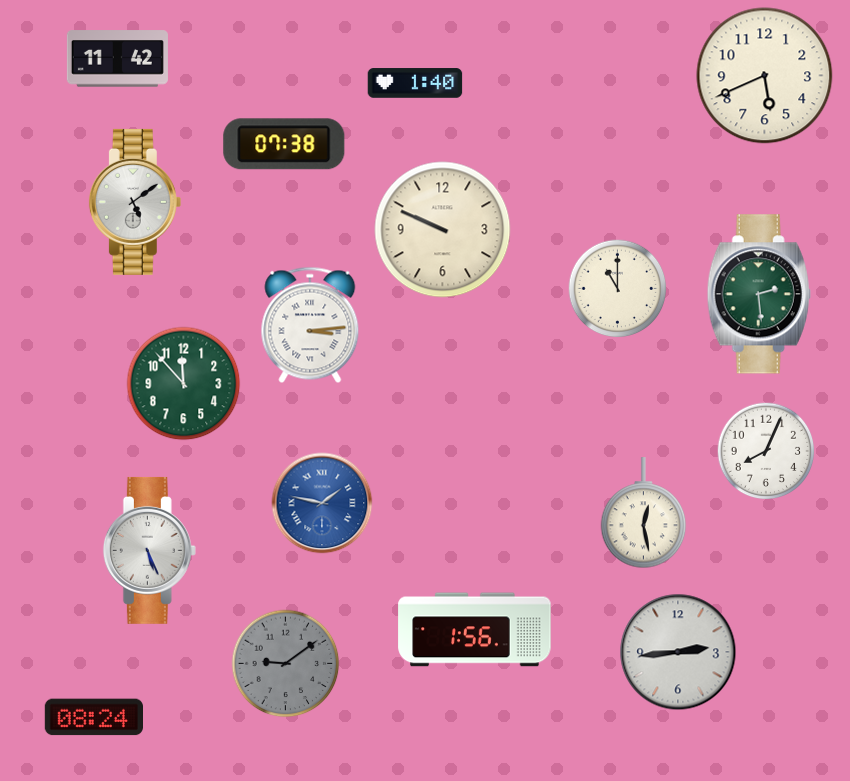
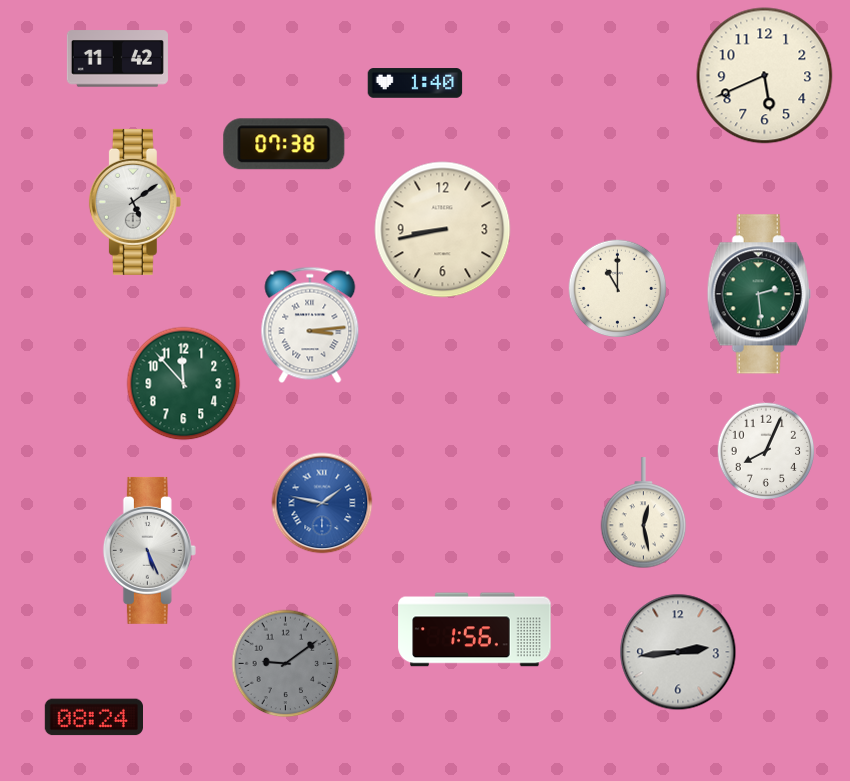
clock at (443, 230): 9:49 -> 8:43
